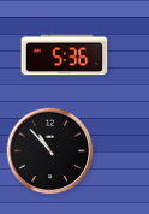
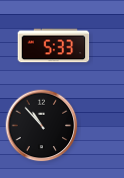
clock at (65, 55): 5:36 -> 5:33
